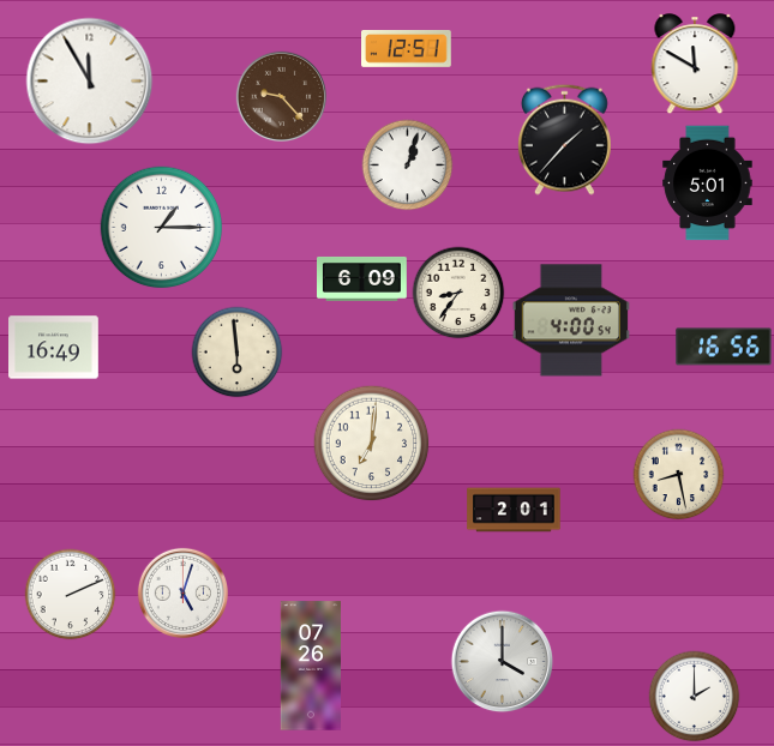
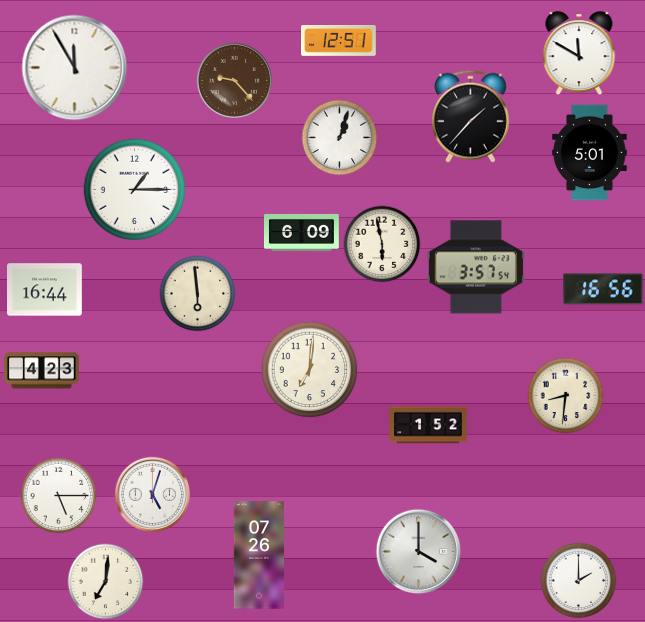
clock at (458, 293): 8:36 -> 5:58
clock at (571, 320): 4:00 -> 3:57
clock at (54, 348): 16:49 -> 16:44
clock at (42, 371): none -> 4:23
clock at (679, 475): 8:28 -> 8:31
clock at (514, 510): 2:01 -> 1:52
clock at (71, 595): 2:11 -> 5:15
clock at (106, 582): none -> 7:01
